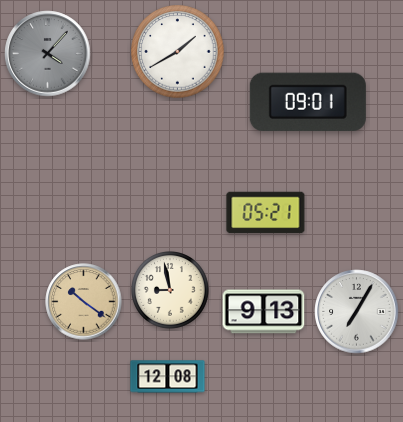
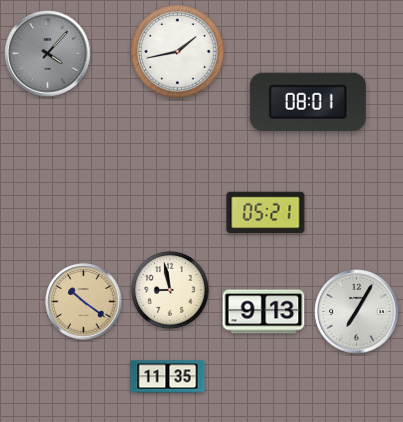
clock at (178, 52): 1:40 -> 1:43
clock at (308, 102): 09:01 -> 08:01
clock at (168, 377): 12:08 -> 11:35
